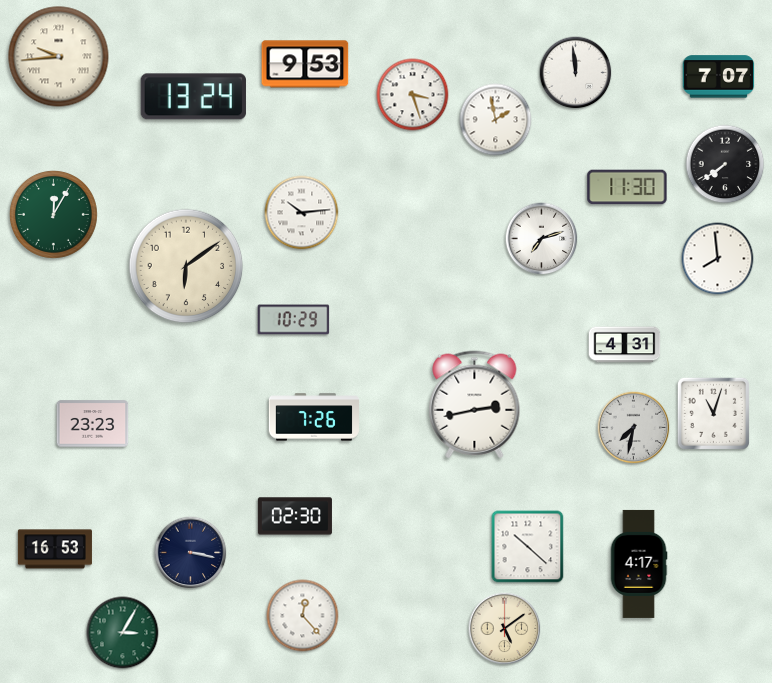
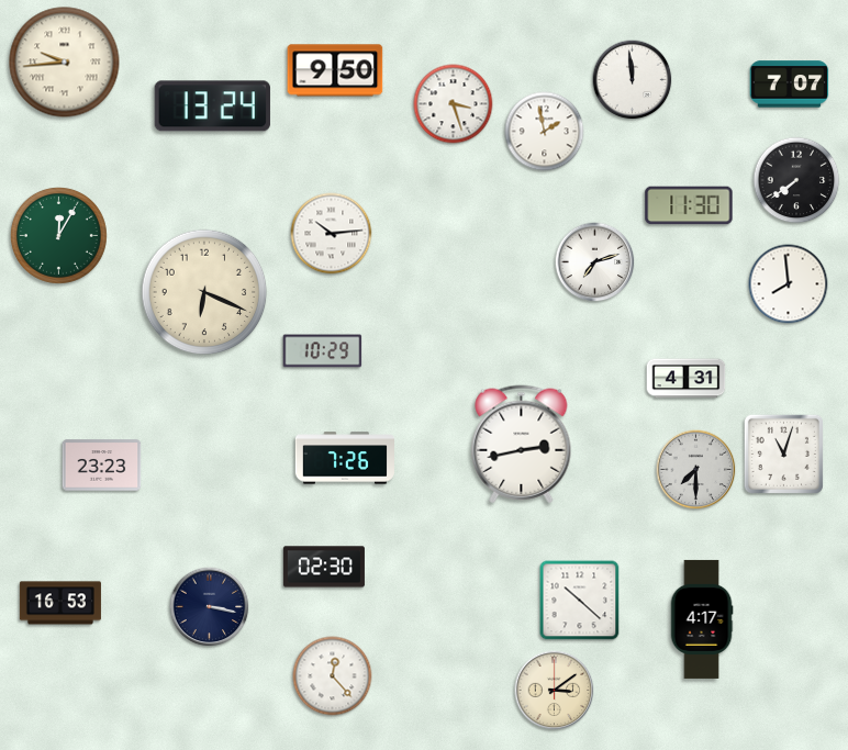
clock at (305, 64): 9:53 -> 9:50
clock at (186, 266): 6:09 -> 6:19
clock at (634, 428): 7:32 -> 7:30
clock at (505, 629): 5:09 -> 3:09
clock at (123, 633): 3:05 -> none
